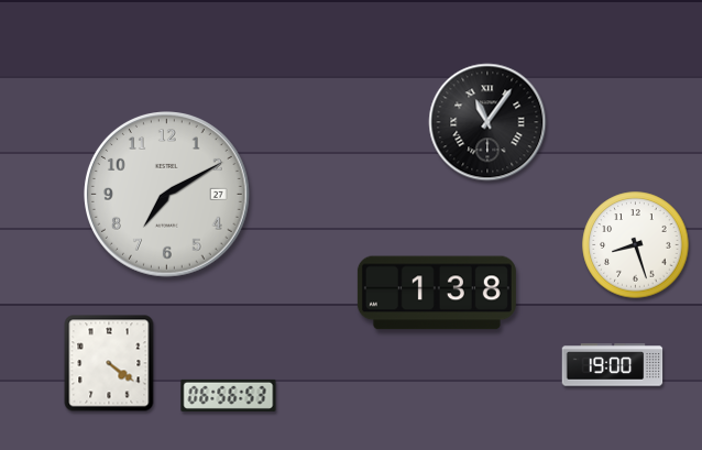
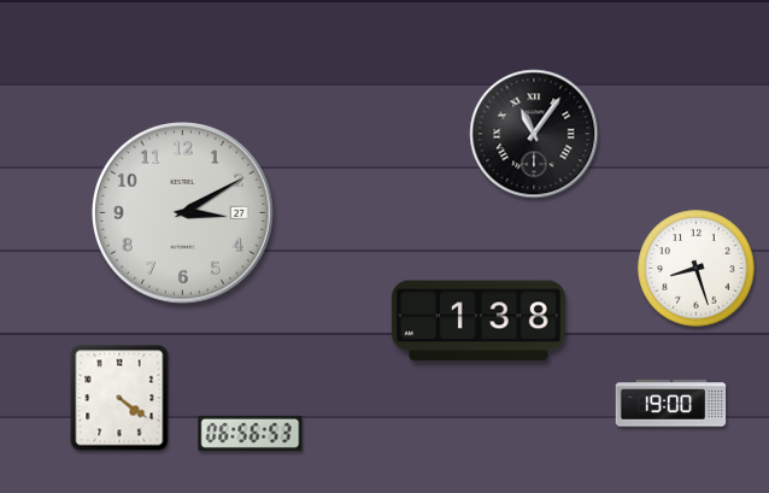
clock at (167, 195): 7:10 -> 3:10
clock at (613, 365) position: (613, 365) -> (671, 404)
